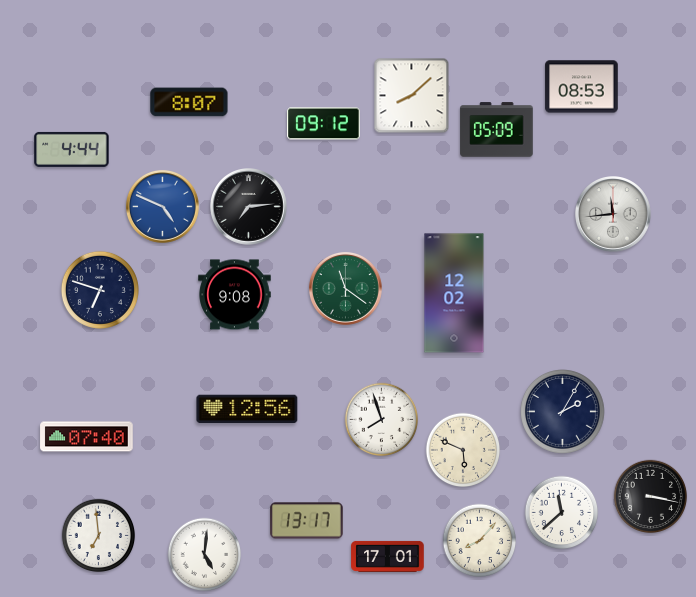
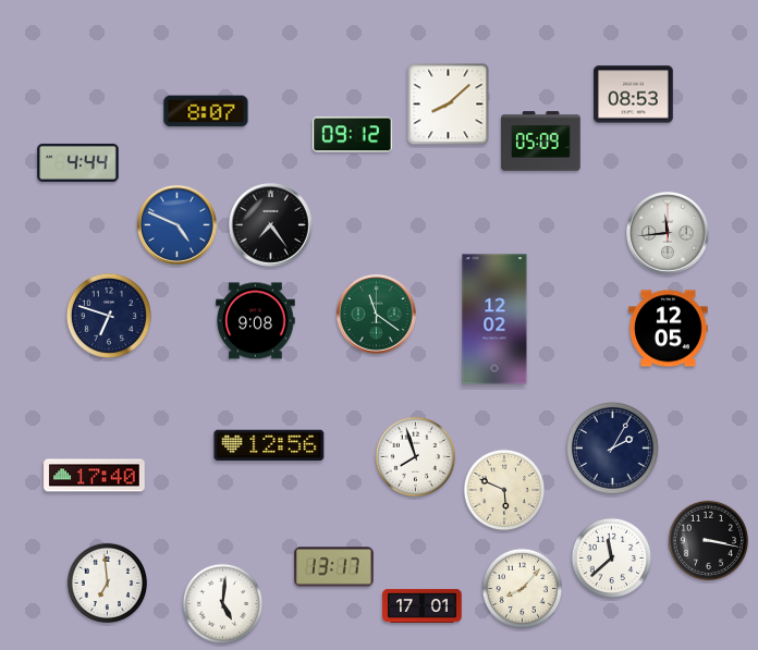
clock at (249, 207): 7:14 -> 7:24
clock at (669, 329): none -> 12:05
clock at (87, 437): 07:40 -> 17:40
